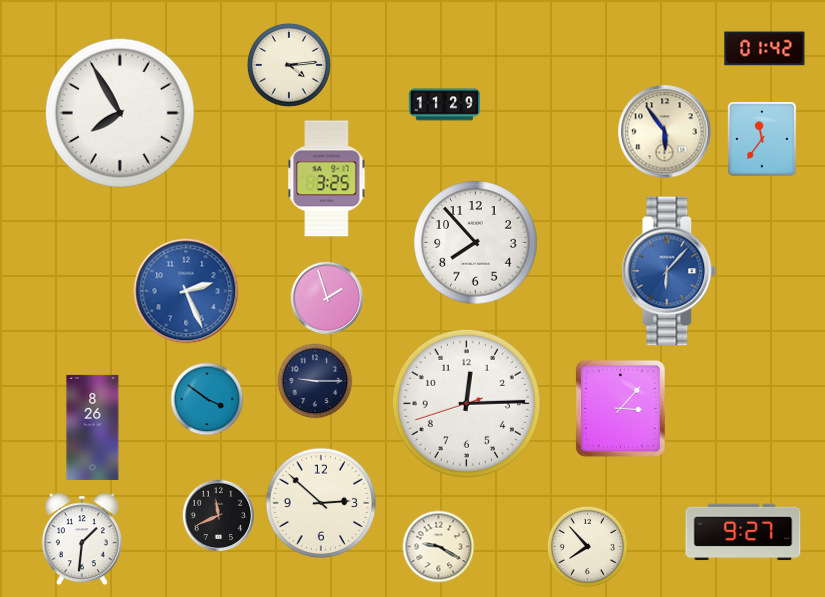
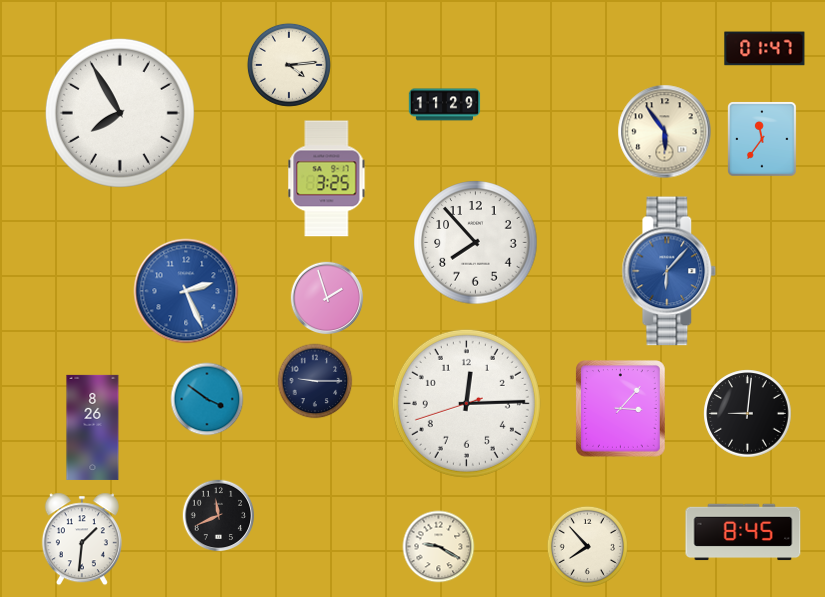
clock at (765, 49): 01:42 -> 01:47
clock at (748, 414): none -> 9:01
clock at (321, 503): 2:52 -> none
clock at (743, 532): 9:27 -> 8:45
